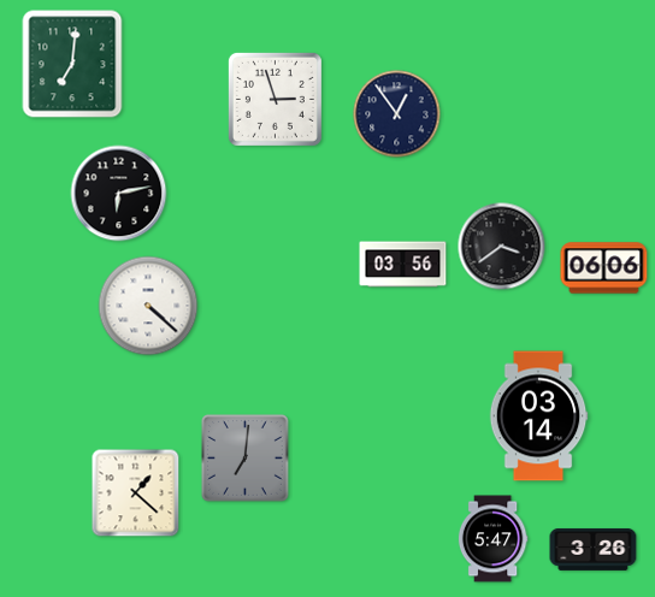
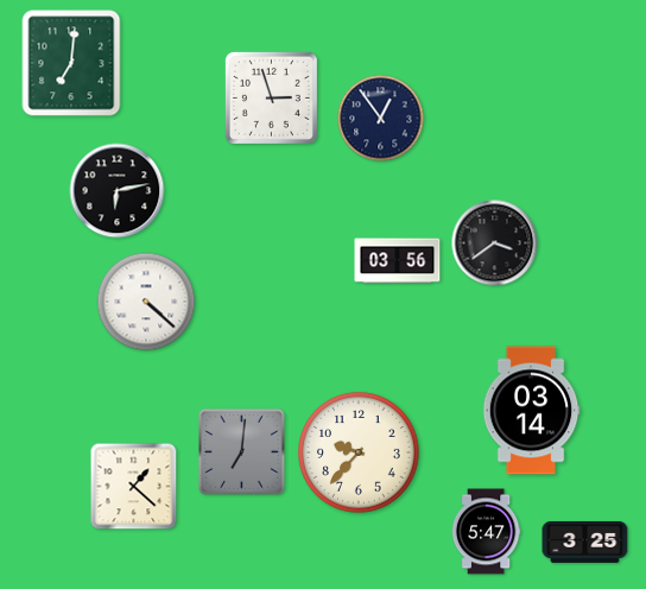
clock at (397, 114) position: (397, 114) -> (381, 119)
clock at (604, 268): 06:06 -> none
clock at (359, 452): none -> 9:37
clock at (594, 549): 3:26 -> 3:25
